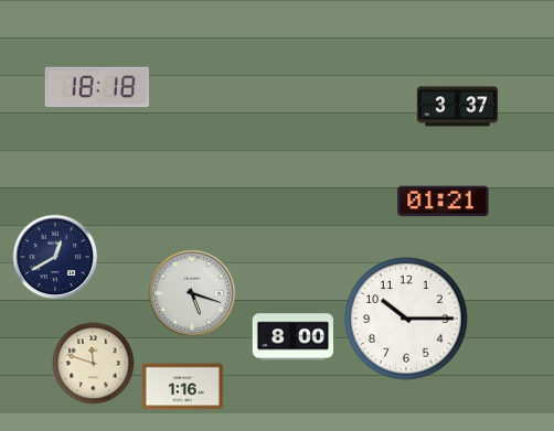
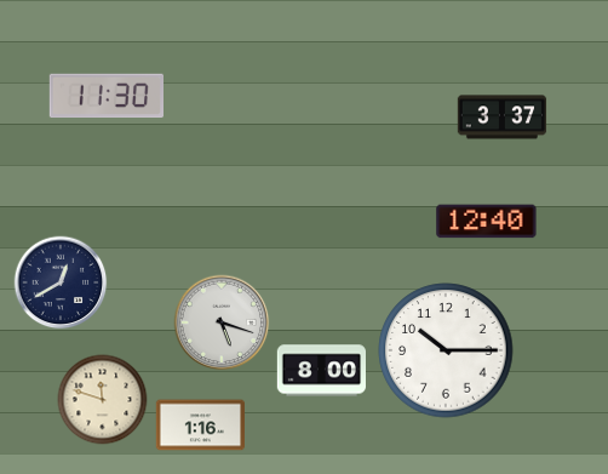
clock at (96, 87): 18:18 -> 11:30
clock at (444, 202): 01:21 -> 12:40
clock at (192, 293) position: (192, 293) -> (222, 322)
